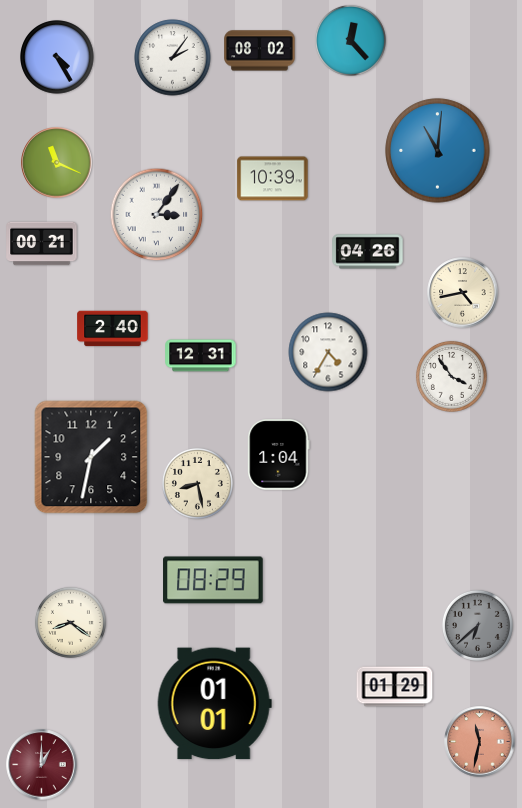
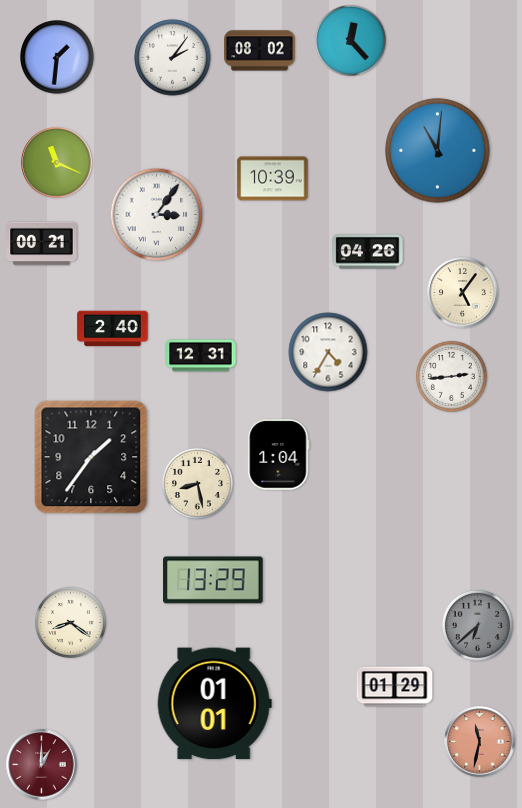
clock at (57, 57): 4:25 -> 1:31
clock at (463, 293): 4:43 -> 5:06
clock at (451, 376): 3:54 -> 2:44
clock at (91, 457): 1:32 -> 1:36
clock at (213, 580): 08:29 -> 13:29
